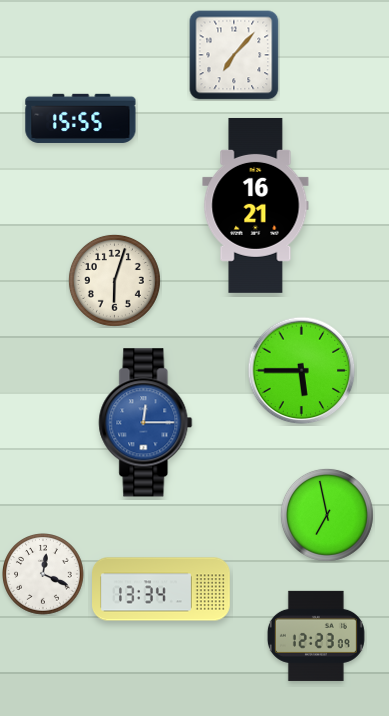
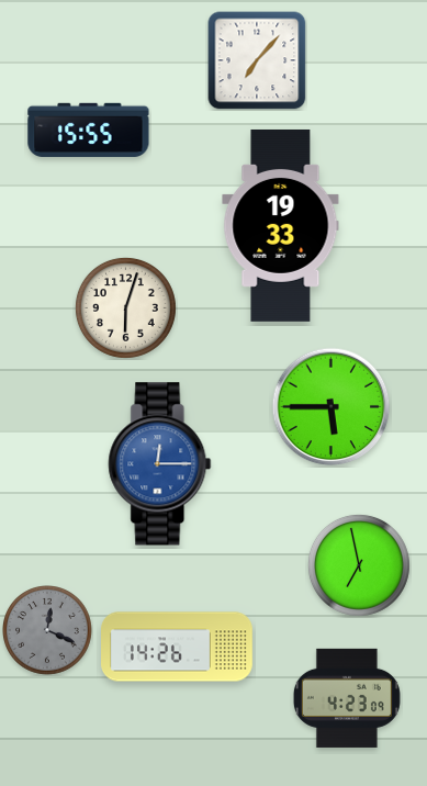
clock at (256, 205): 16:21 -> 19:33
clock at (44, 575) dial: white -> grey
clock at (161, 589): 13:34 -> 14:26
clock at (316, 636): 12:23 -> 4:23
